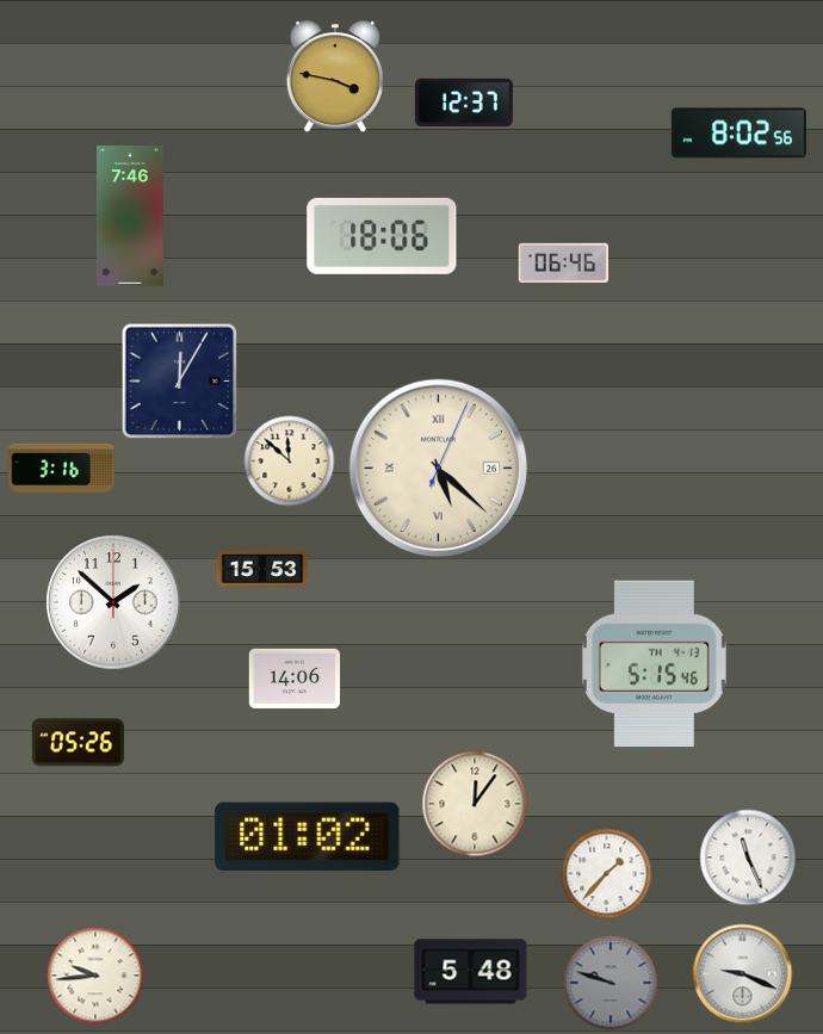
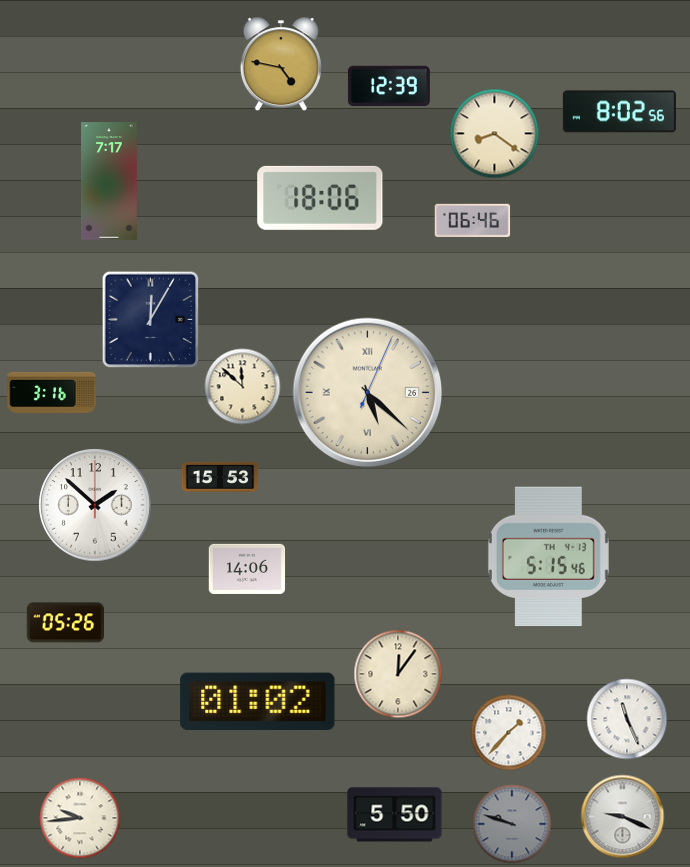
clock at (335, 78): 3:47 -> 4:47
clock at (464, 103): 12:37 -> 12:39
clock at (495, 134): none -> 8:21
clock at (131, 216): 7:46 -> 7:17
clock at (471, 972): 5:48 -> 5:50
